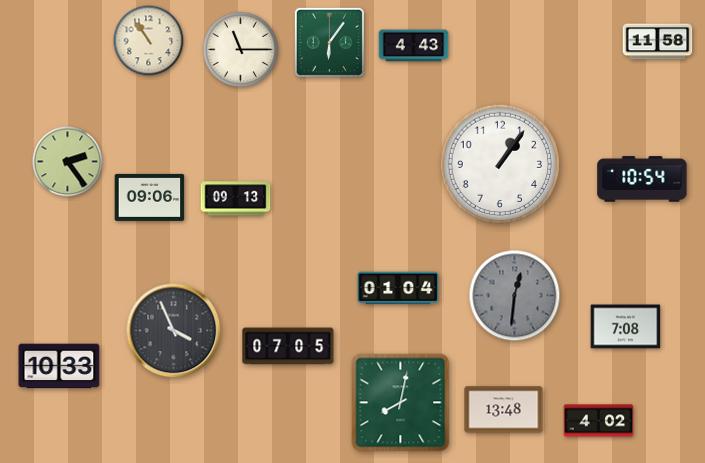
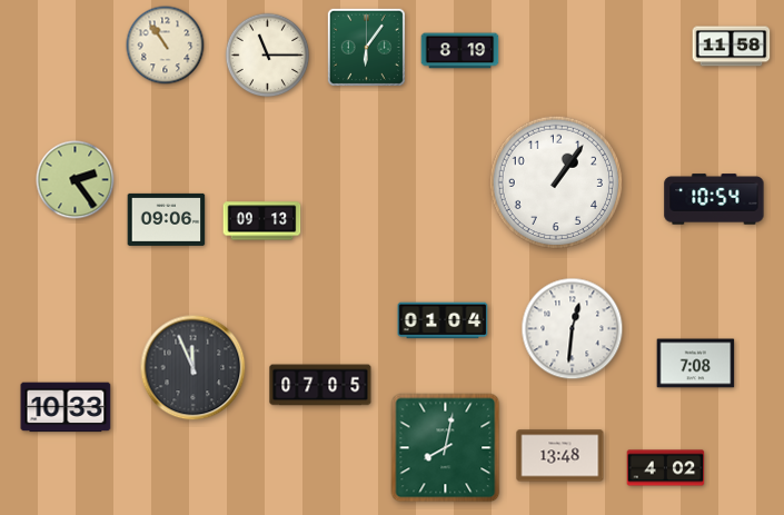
clock at (414, 46): 4:43 -> 8:19
clock at (515, 296) dial: grey -> white
clock at (174, 331): 3:56 -> 11:56
